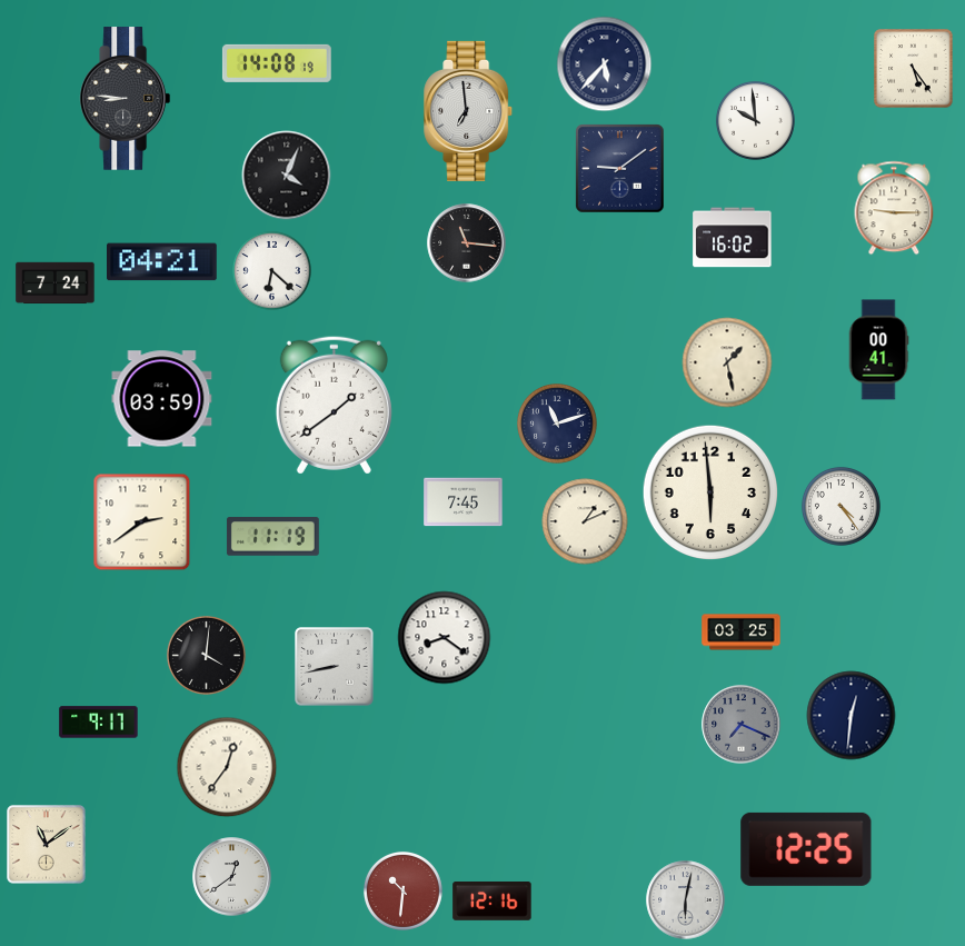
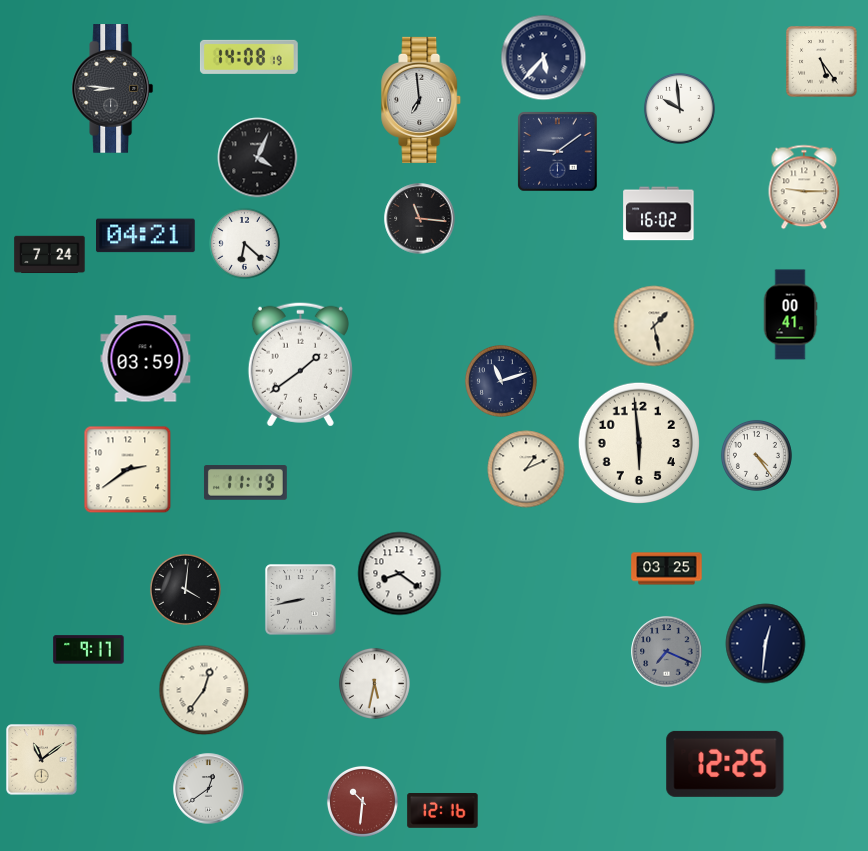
clock at (464, 502): 7:45 -> none
clock at (374, 683): none -> 5:32
clock at (686, 900): 6:02 -> none
